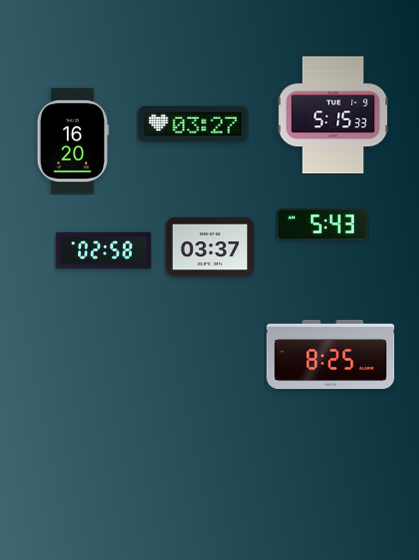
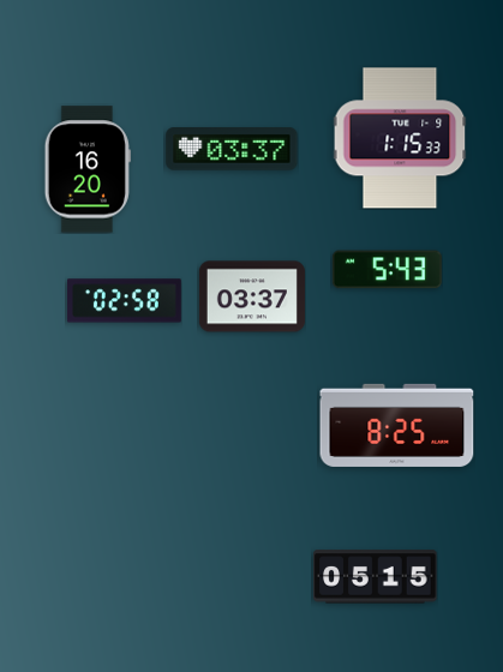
clock at (333, 115): 5:15 -> 1:15
clock at (193, 124): 03:27 -> 03:37
clock at (376, 577): none -> 05:15
